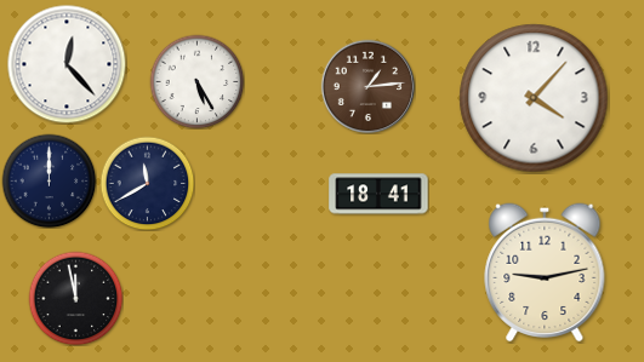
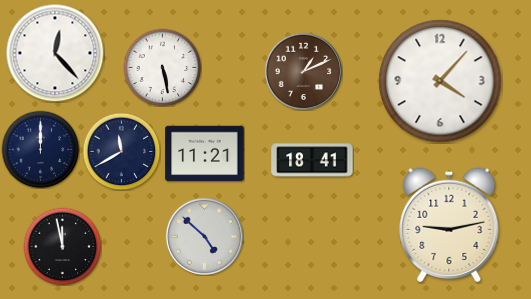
clock at (196, 81): 5:25 -> 5:28
clock at (367, 86): 1:14 -> 1:11
clock at (205, 154): none -> 11:21
clock at (204, 236): none -> 4:52
